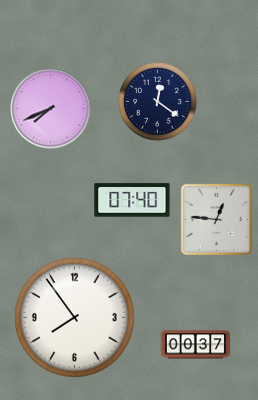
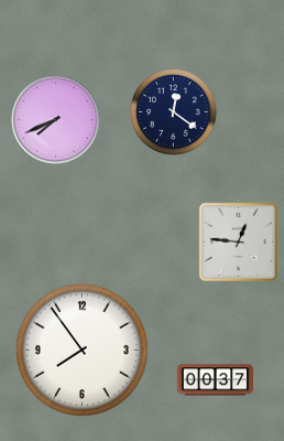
clock at (132, 200): 07:40 -> none
